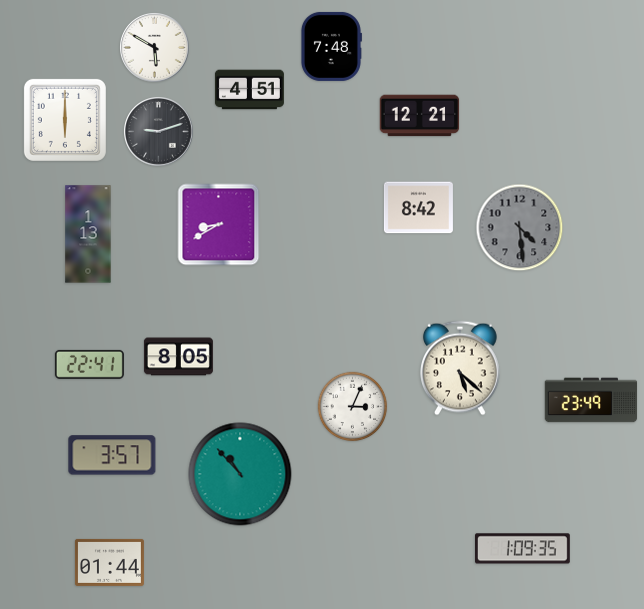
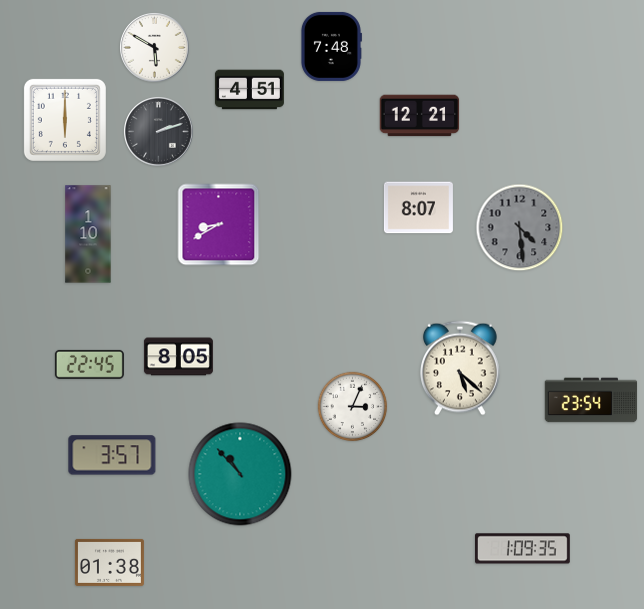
clock at (159, 132): 9:12 -> 2:12
clock at (418, 208): 8:42 -> 8:07
clock at (88, 234): 1:13 -> 1:10
clock at (89, 364): 22:41 -> 22:45
clock at (591, 400): 23:49 -> 23:54
clock at (109, 562): 01:44 -> 01:38
